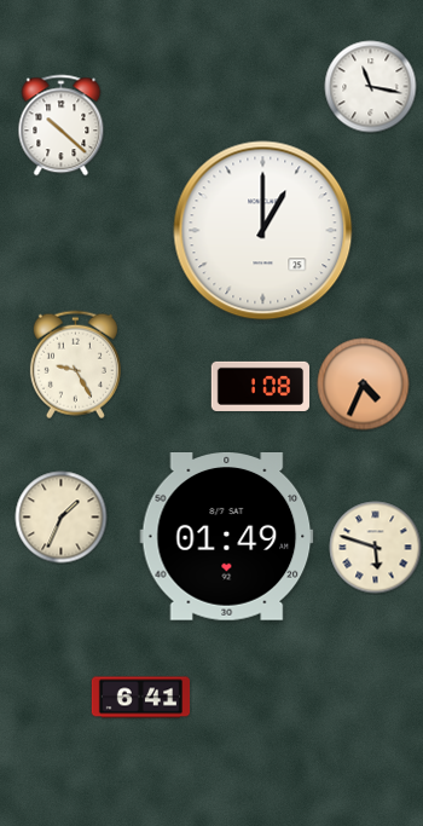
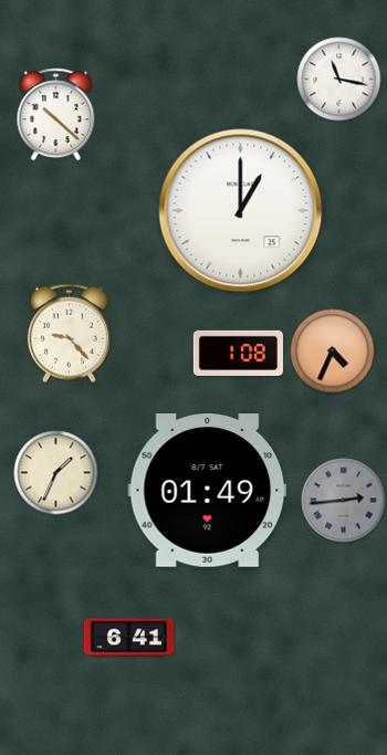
clock at (75, 365): 9:25 -> 9:23
clock at (376, 548): 5:48 -> 2:44
clock at (376, 548) dial: cream -> grey
